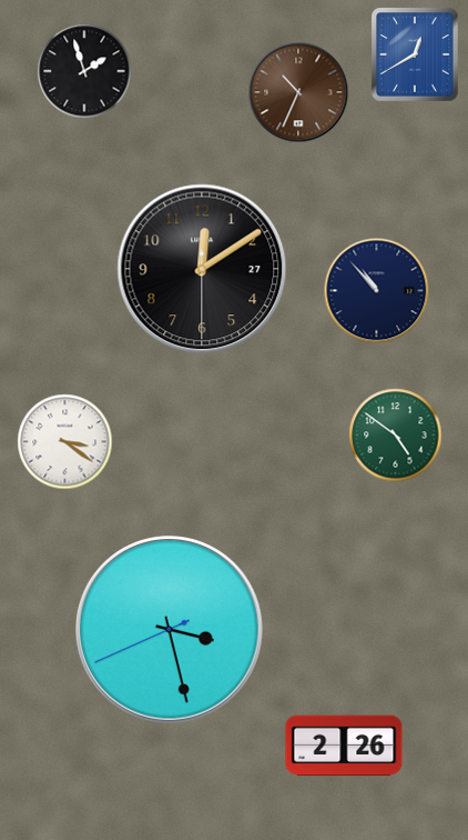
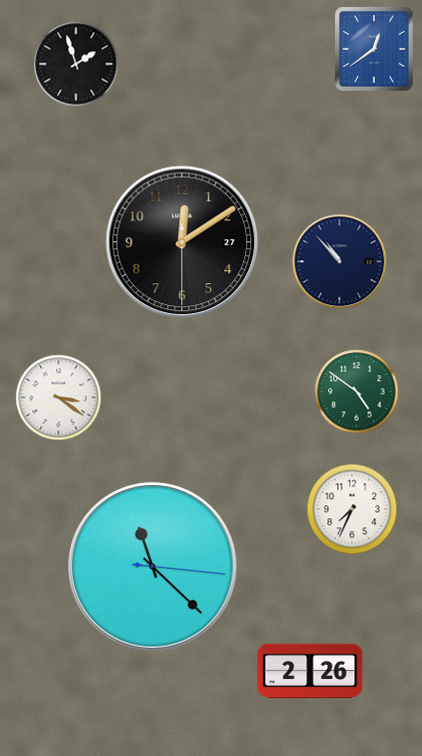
clock at (415, 54): 12:40 -> 12:39
clock at (298, 92): 10:34 -> none
clock at (352, 509): none -> 7:34
clock at (170, 630): 3:27 -> 11:22
